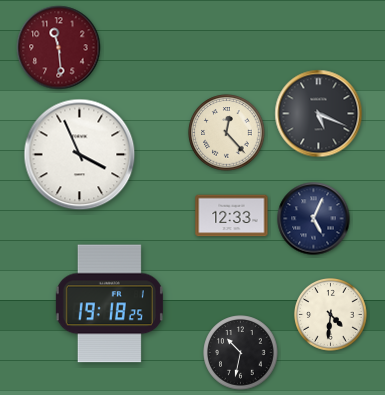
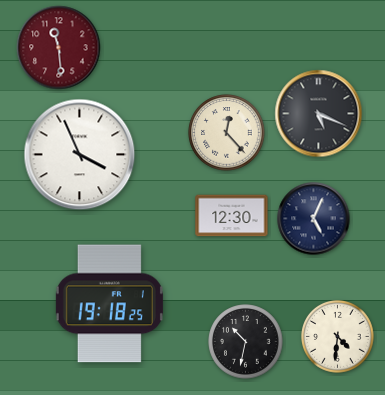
clock at (232, 216): 12:33 -> 12:30
clock at (331, 315) position: (331, 315) -> (338, 337)
clock at (241, 353) position: (241, 353) -> (246, 342)
